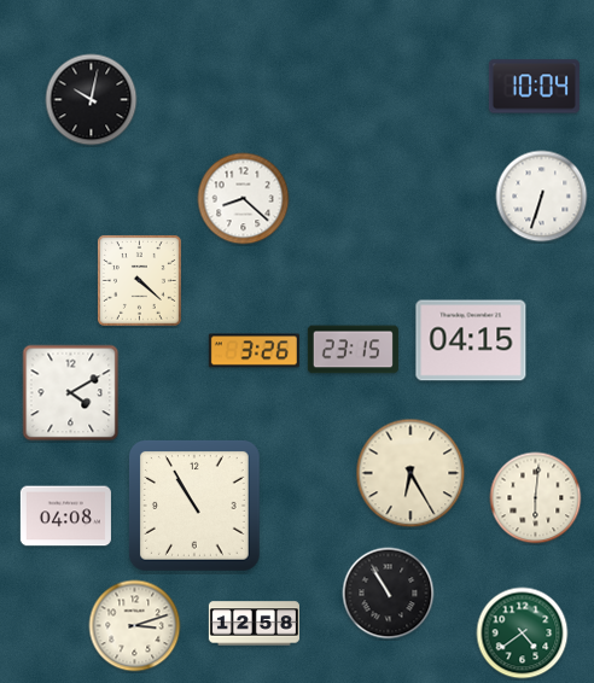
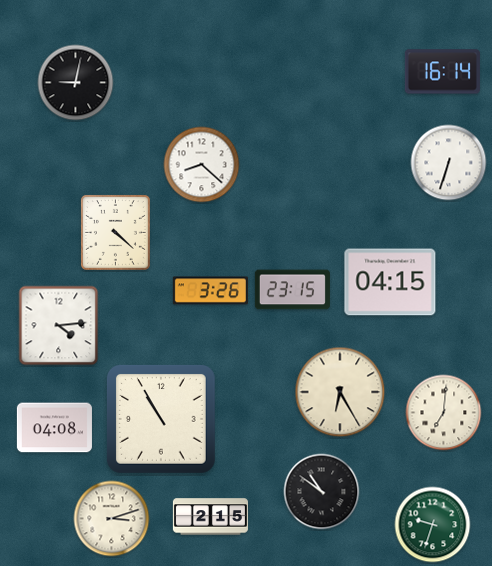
clock at (534, 87): 10:04 -> 16:14
clock at (92, 100): 10:02 -> 9:02
clock at (71, 393): 4:10 -> 4:14
clock at (536, 498): 6:01 -> 7:01
clock at (389, 594): 10:55 -> 10:51
clock at (254, 624): 12:58 -> 2:15
clock at (523, 634): 4:39 -> 9:33
